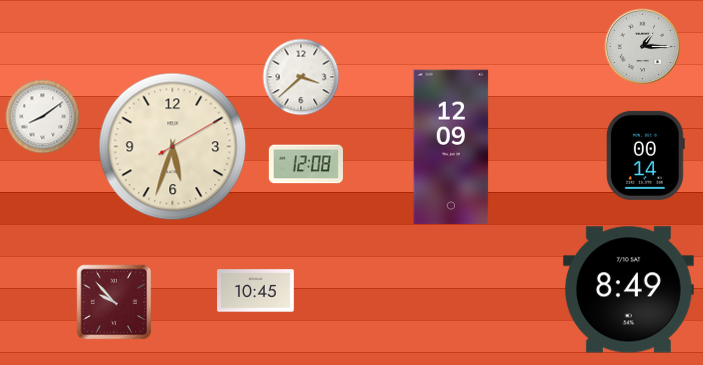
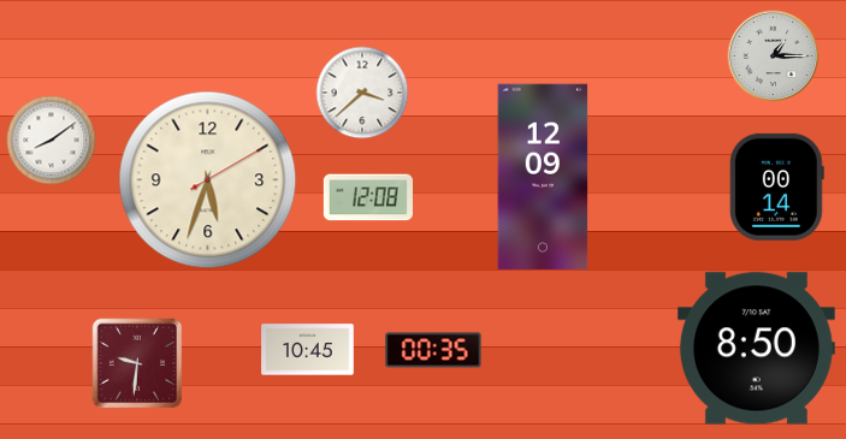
clock at (173, 147) position: (173, 147) -> (208, 180)
clock at (628, 290): 8:49 -> 8:50
clock at (433, 350): none -> 00:35
clock at (114, 302): 9:53 -> 9:31
